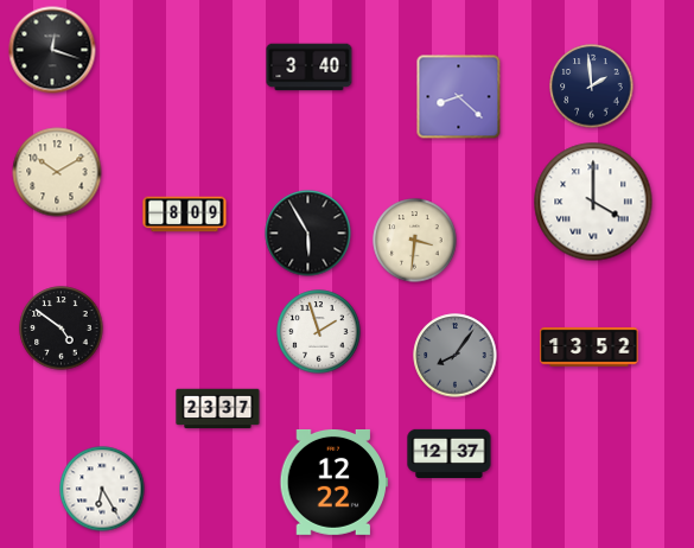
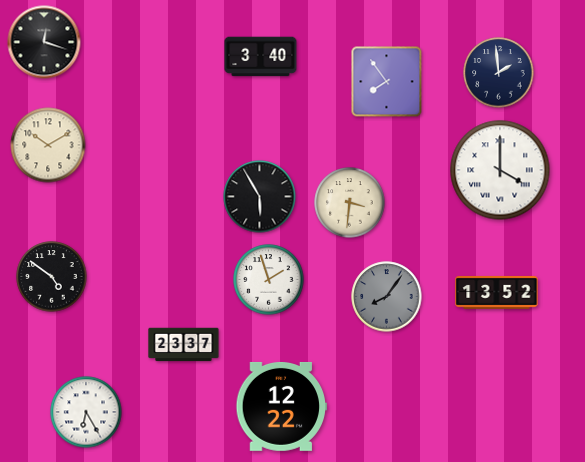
clock at (459, 97): 8:22 -> 7:54
clock at (185, 215): 8:09 -> none
clock at (456, 356) position: (456, 356) -> (387, 297)
clock at (450, 453): 12:37 -> none
